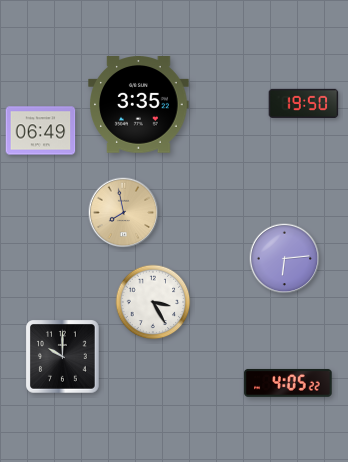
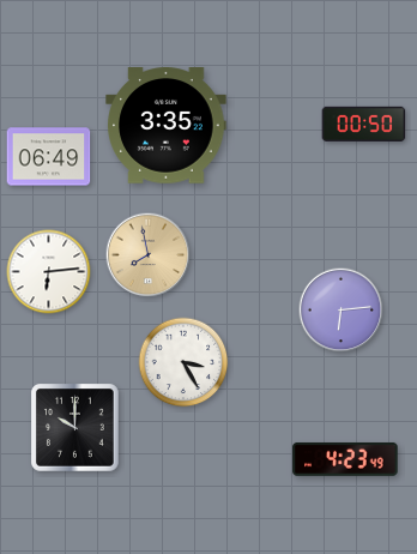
clock at (304, 103): 19:50 -> 00:50
clock at (49, 272): none -> 6:14
clock at (288, 383): 4:05 -> 4:23
